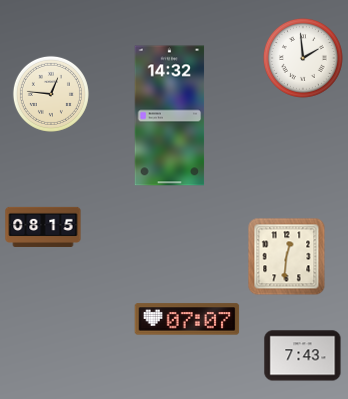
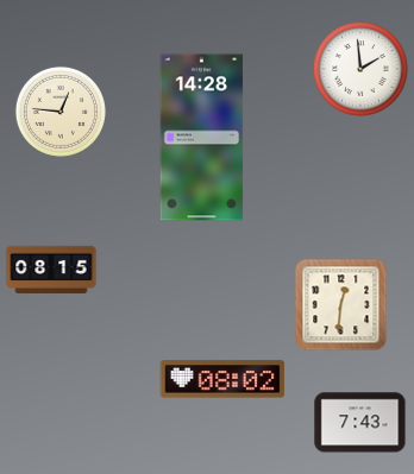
clock at (170, 116): 14:32 -> 14:28
clock at (187, 319): 07:07 -> 08:02
